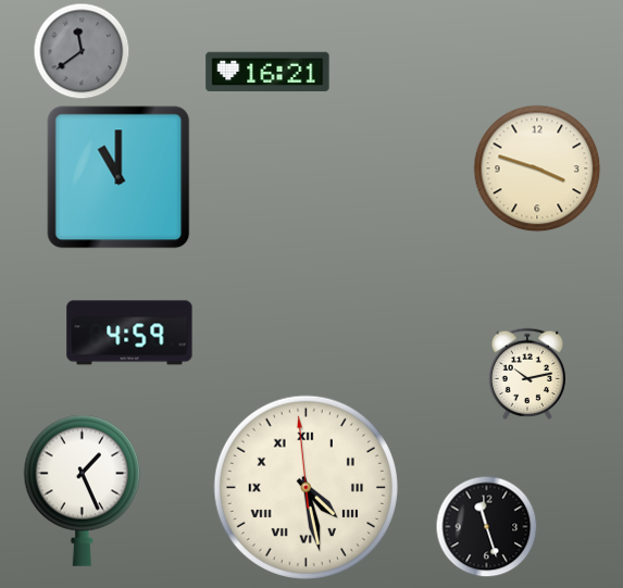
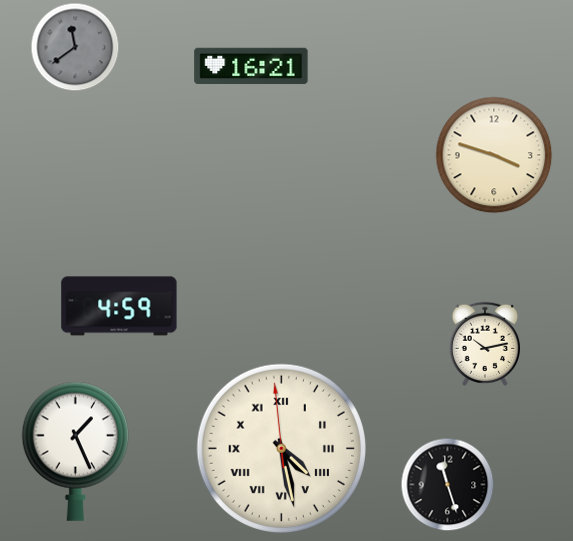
clock at (267, 72) position: (267, 72) -> (251, 66)
clock at (119, 177): 11:00 -> none
